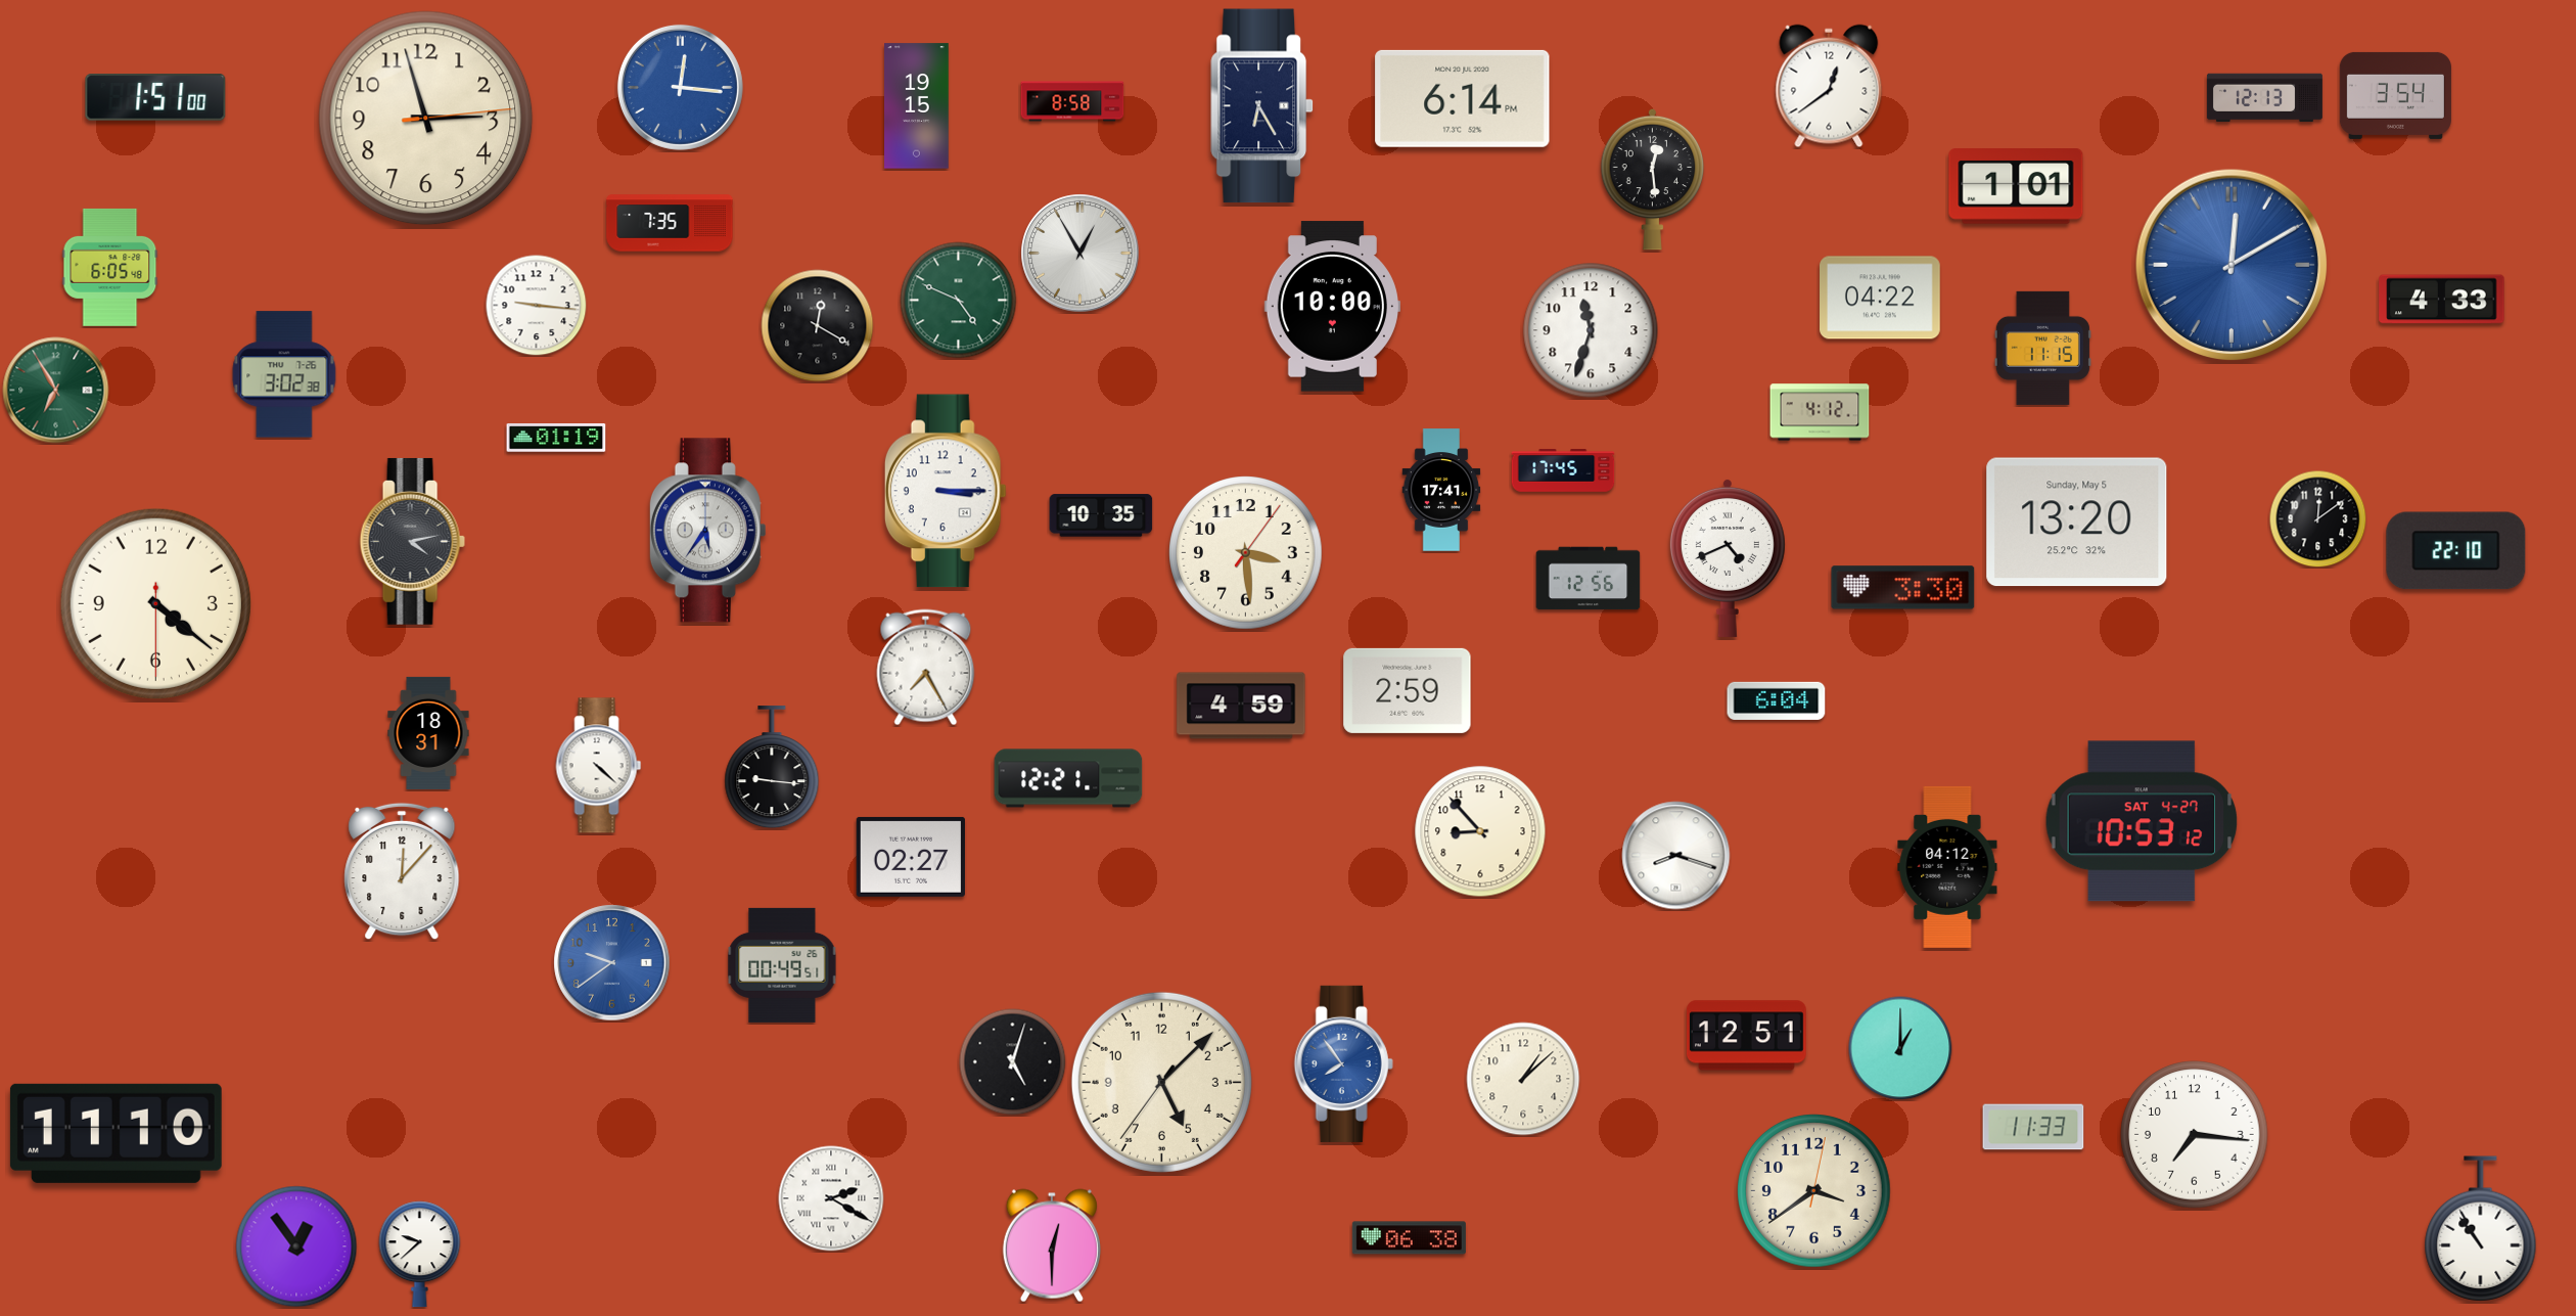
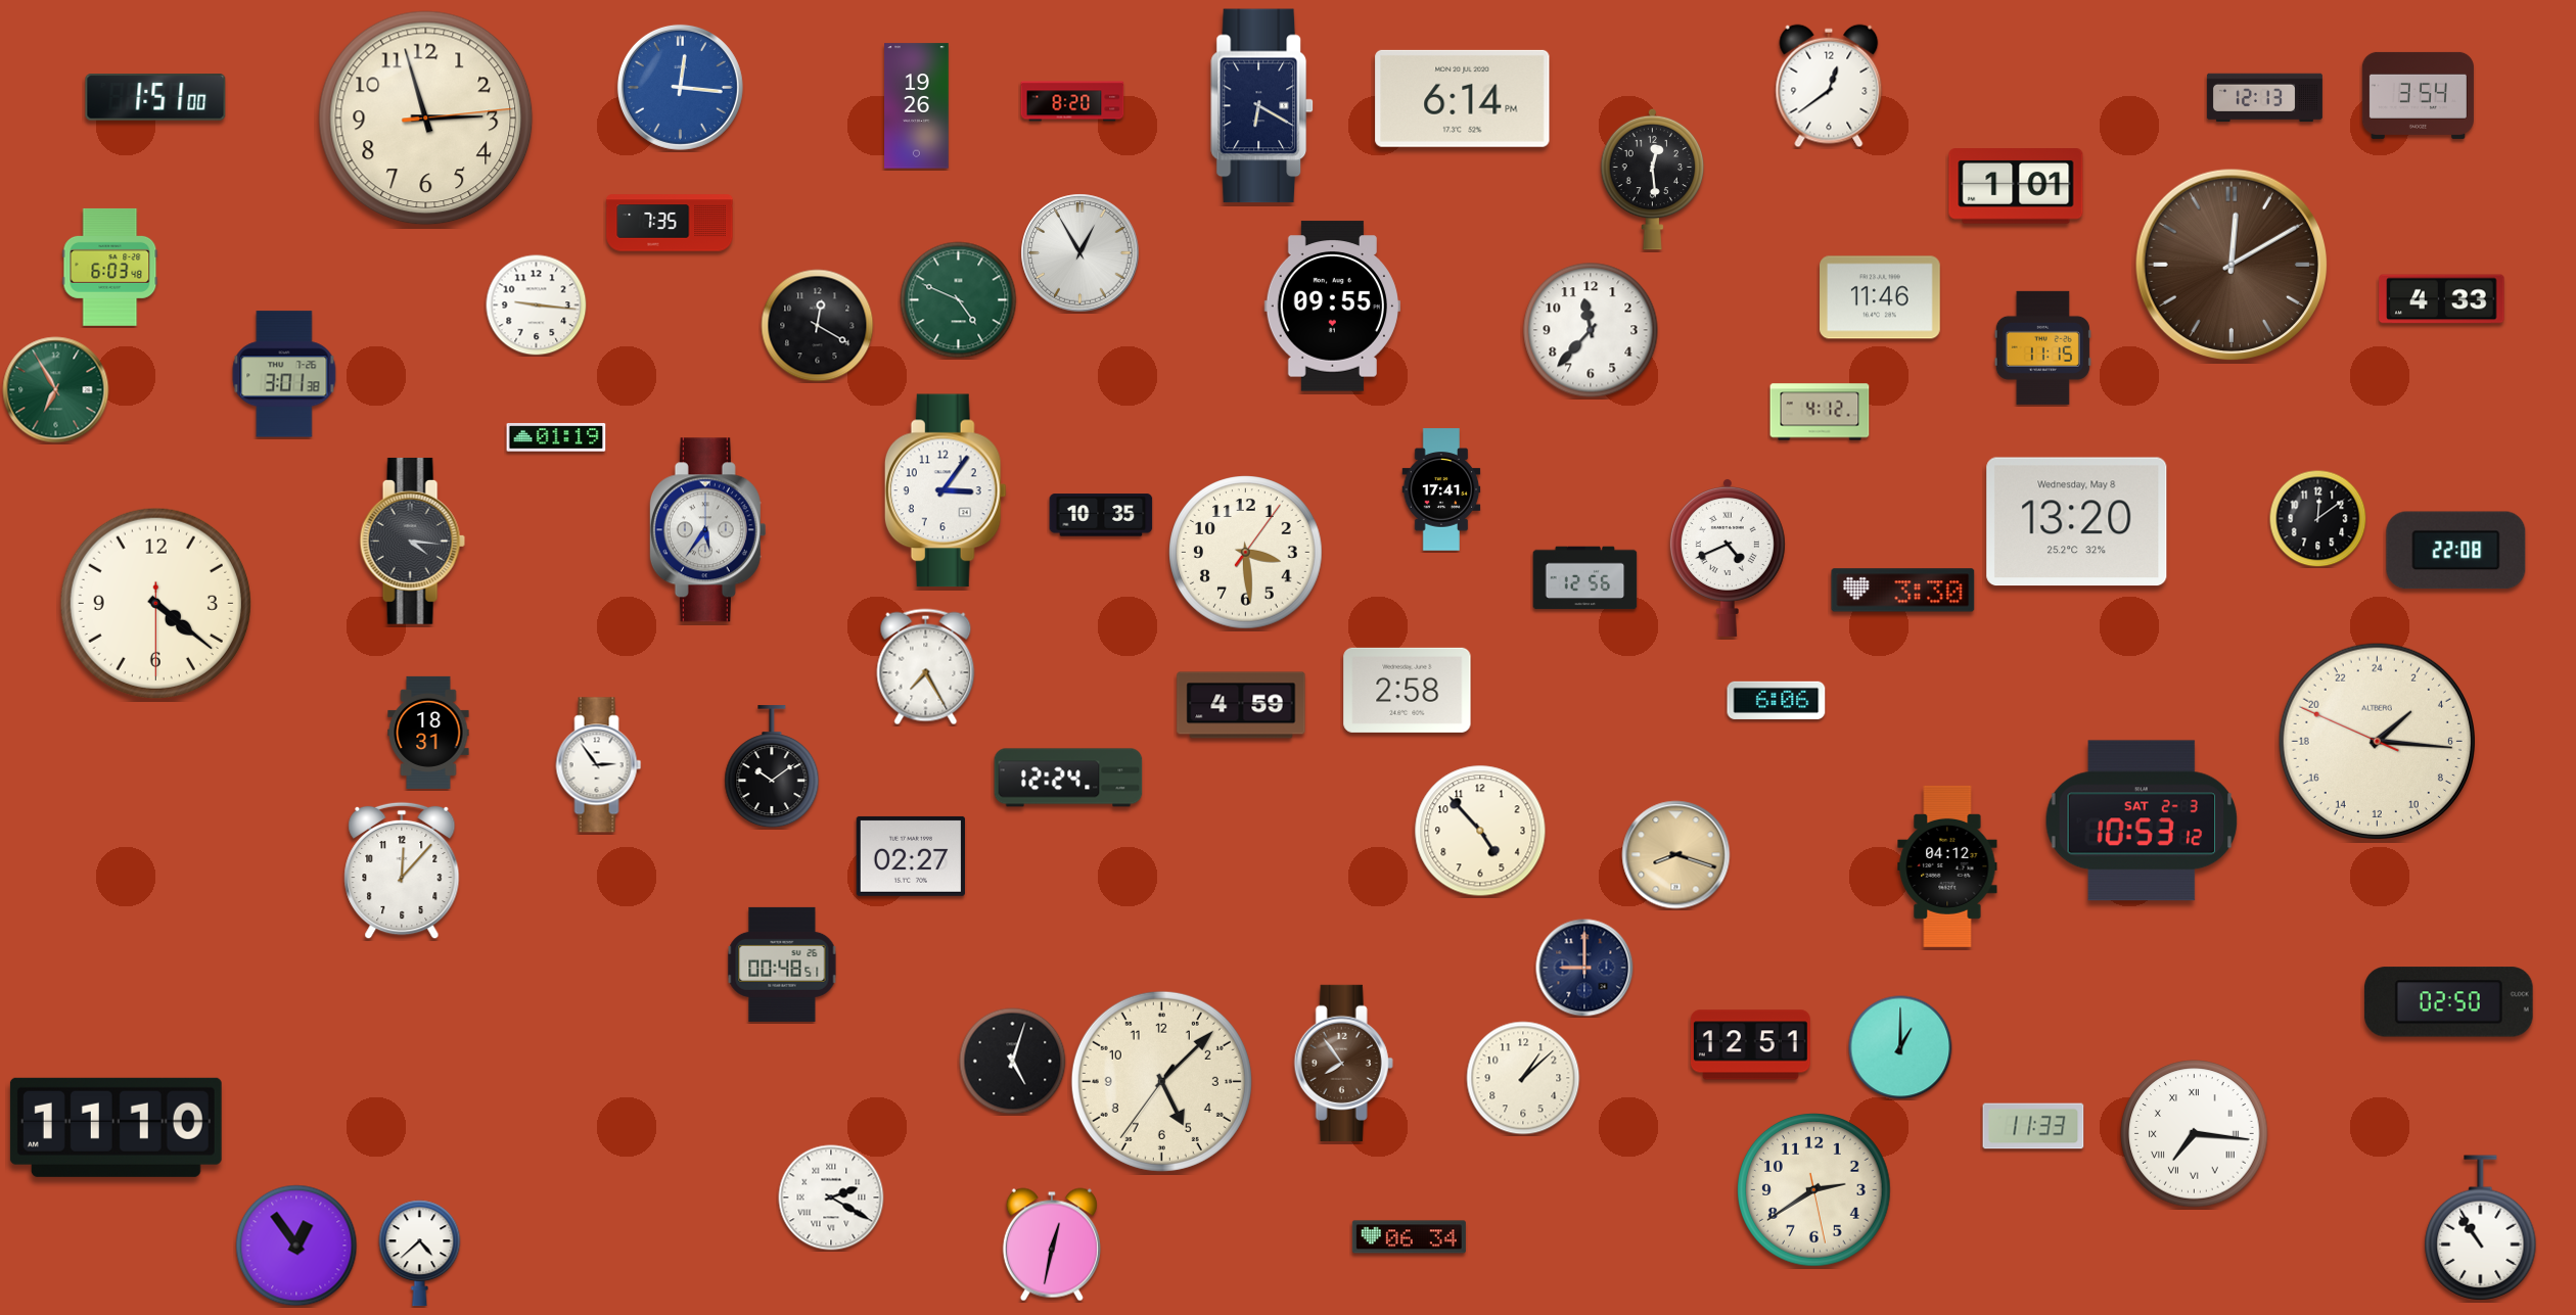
clock at (2395, 95) position: (2395, 95) -> (2418, 95)
clock at (1072, 101): 8:58 -> 8:20
clock at (917, 106): 19:15 -> 19:26
clock at (1262, 106): 6:25 -> 6:20
clock at (2232, 265) dial: blue -> brown
clock at (110, 267): 6:05 -> 6:03
clock at (1881, 298): 04:22 -> 11:46
clock at (1332, 307): 10:00 -> 09:55
clock at (1591, 330): 11:33 -> 11:37
clock at (284, 374): 3:02 -> 3:01
clock at (1563, 470): 17:45 -> none
clock at (946, 491): 3:15 -> 3:06
clock at (2077, 523) date: Sunday, May 5 -> Wednesday, May 8
clock at (412, 541): 4:13 -> 4:16
clock at (2456, 551): 22:10 -> 22:08
clock at (1589, 579) position: (1589, 579) -> (1585, 578)
clock at (1903, 588) position: (1903, 588) -> (1903, 591)
clock at (1408, 690): 2:59 -> 2:58
clock at (1777, 700): 6:04 -> 6:06
clock at (2377, 741): none -> 3:15
clock at (599, 766): 4:22 -> 2:54
clock at (772, 768): 9:16 -> 10:09
clock at (1068, 778): 12:21 -> 12:24
clock at (2142, 821) date: SAT 4-27 -> SAT 2-3
clock at (1480, 831): 8:53 -> 4:53
clock at (1676, 856) dial: white -> champagne
clock at (612, 963): 9:39 -> none
clock at (782, 965): 00:49 -> 00:48
clock at (1584, 968): none -> 9:00
clock at (2449, 1002): none -> 02:50
clock at (1746, 1036) position: (1746, 1036) -> (1750, 1045)
clock at (1343, 1063) dial: blue -> brown
clock at (116, 1133) position: (116, 1133) -> (116, 1127)
clock at (2195, 1135) numerals: Arabic -> Roman
clock at (1814, 1191): 3:39 -> 2:39
clock at (1409, 1238): 06:38 -> 06:34
clock at (1052, 1245): 12:30 -> 12:32
clock at (420, 1255): 9:38 -> 4:38
